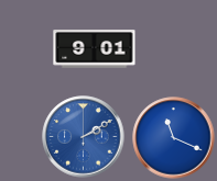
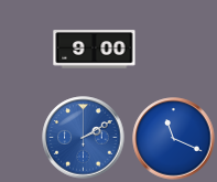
clock at (95, 49): 9:01 -> 9:00
